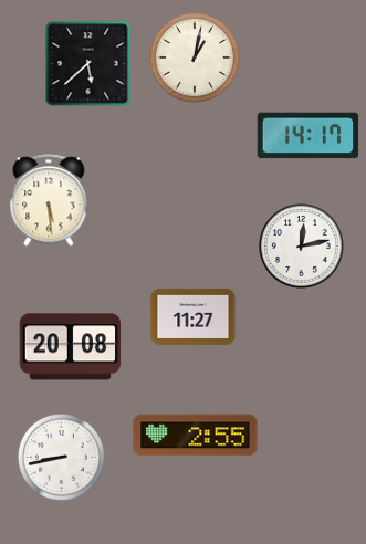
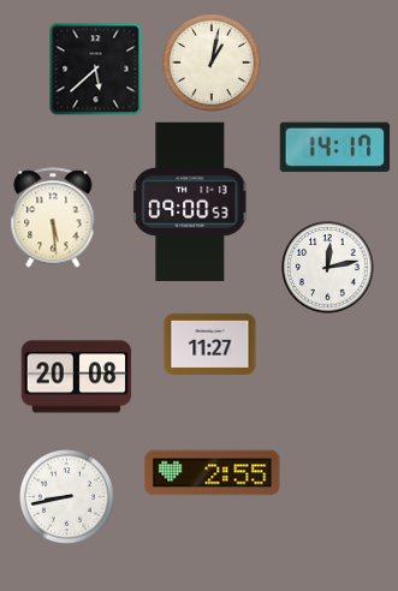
clock at (190, 202): none -> 09:00
